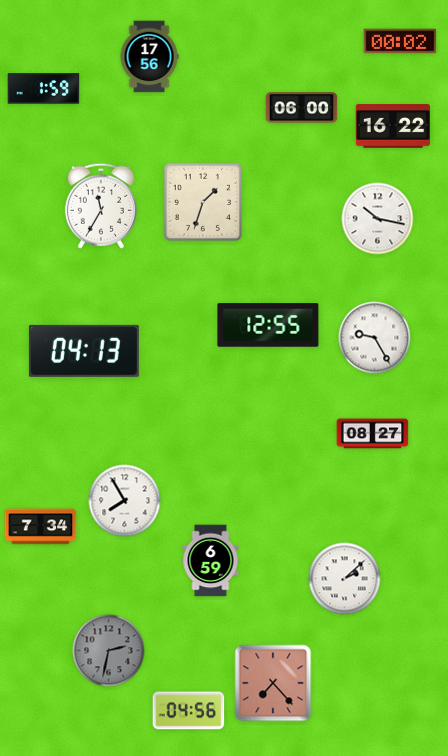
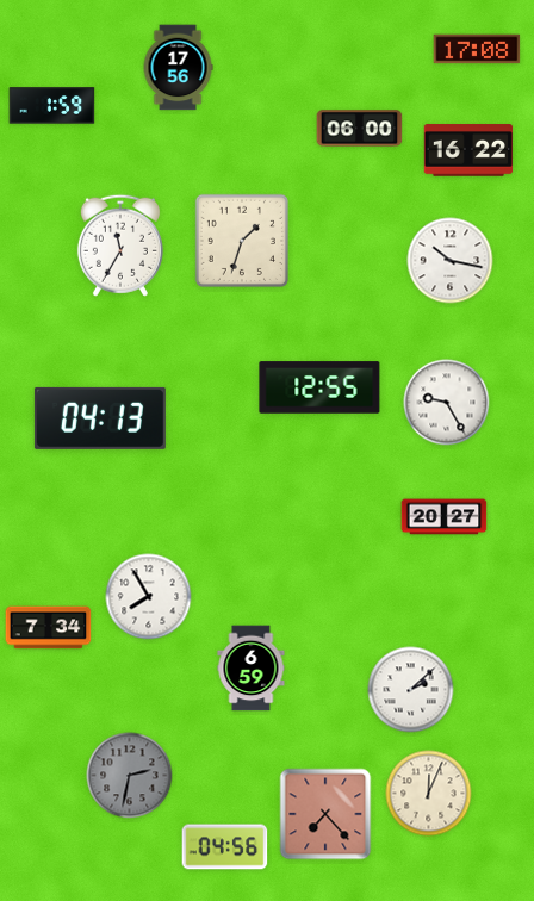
clock at (400, 41): 00:02 -> 17:08
clock at (373, 434): 08:27 -> 20:27
clock at (429, 794): none -> 12:04
